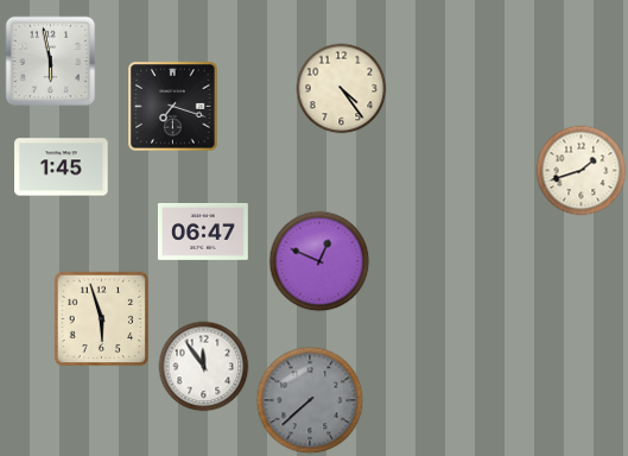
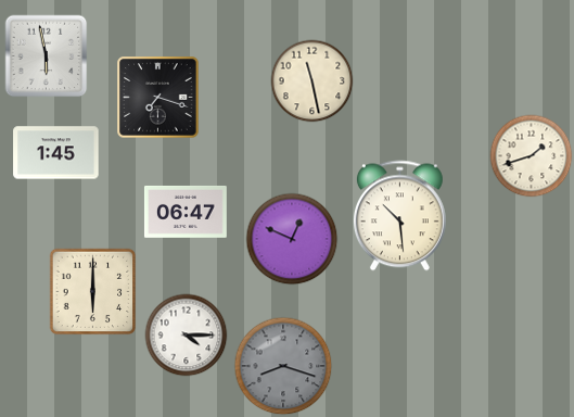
clock at (342, 89): 4:24 -> 11:28
clock at (399, 216): none -> 10:29
clock at (102, 319): 5:57 -> 6:00
clock at (204, 367): 11:54 -> 4:15
clock at (310, 400): 7:38 -> 8:18
